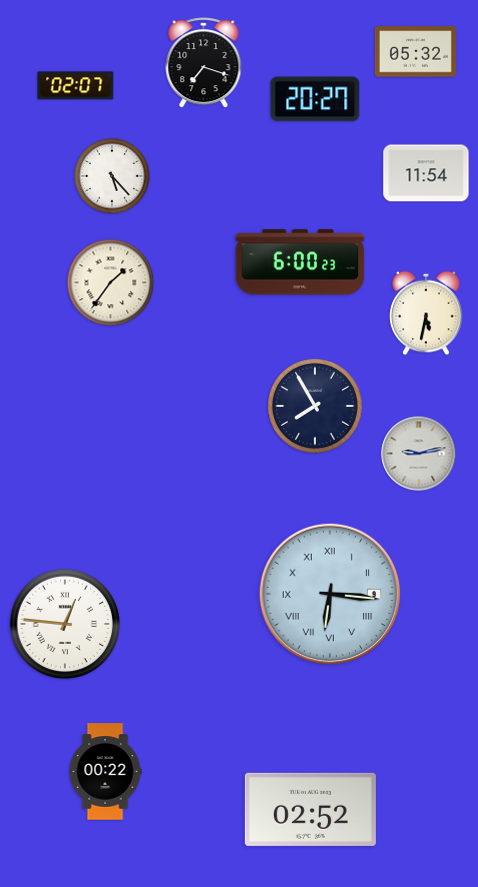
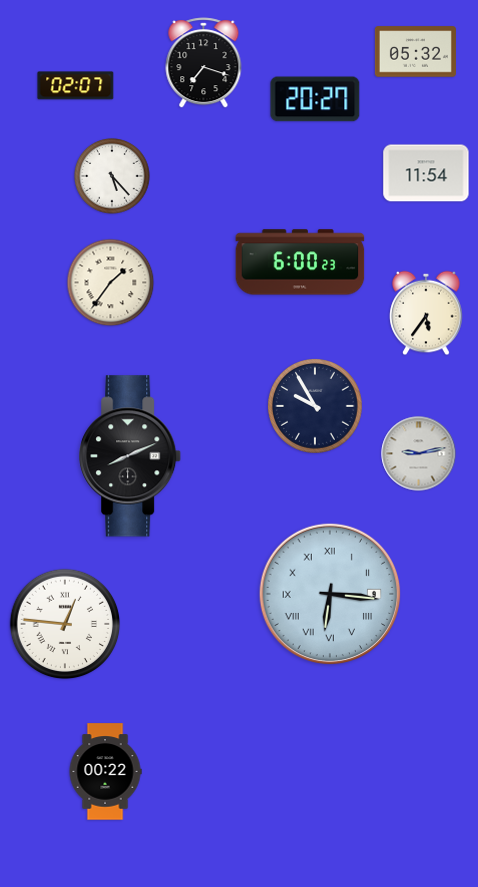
clock at (426, 313): 5:32 -> 5:36
clock at (316, 407): 7:55 -> 9:55
clock at (131, 456): none -> 8:11
clock at (310, 809): 02:52 -> none
